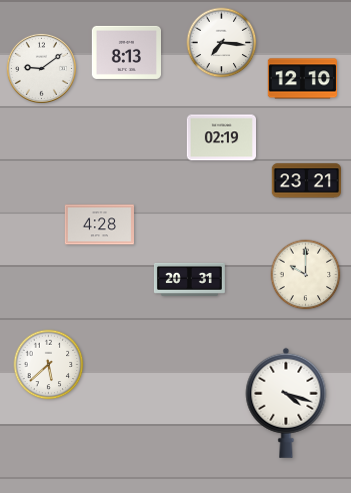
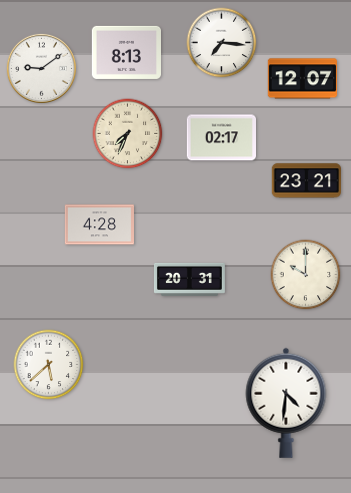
clock at (302, 79): 12:10 -> 12:07
clock at (128, 134): none -> 7:34
clock at (221, 138): 02:19 -> 02:17
clock at (286, 403): 4:18 -> 4:31
